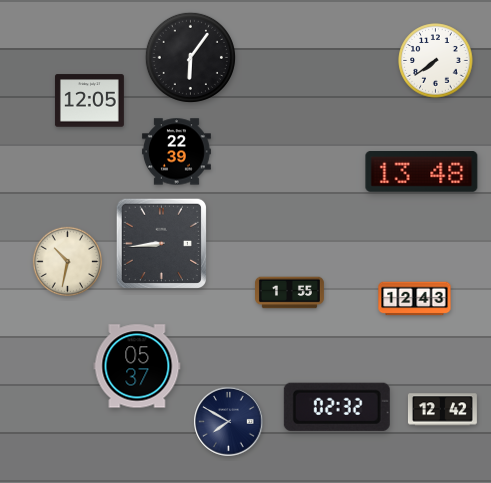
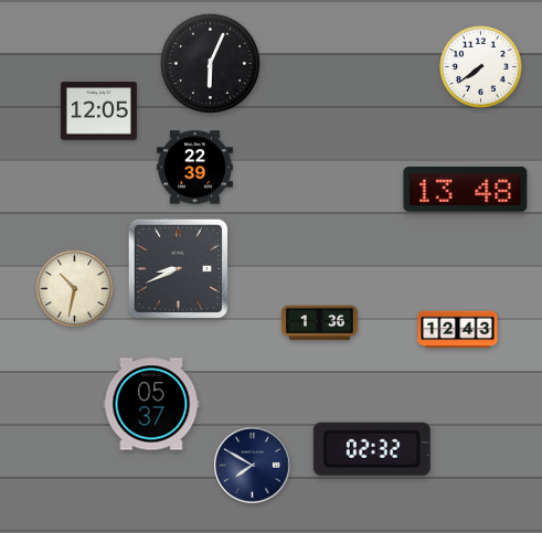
clock at (190, 57): 6:06 -> 6:04
clock at (161, 243): 8:44 -> 8:41
clock at (290, 293): 1:55 -> 1:36
clock at (442, 410): 12:42 -> none
